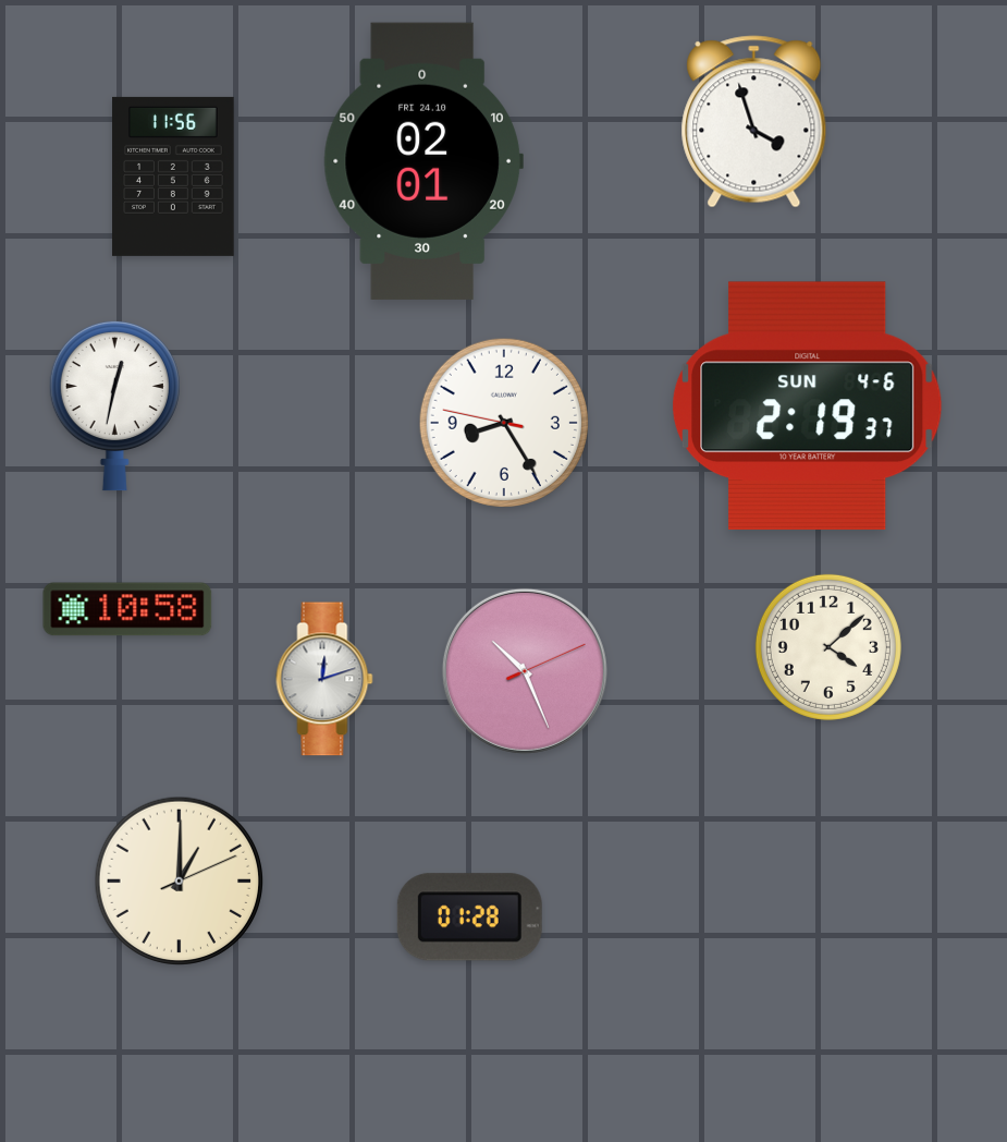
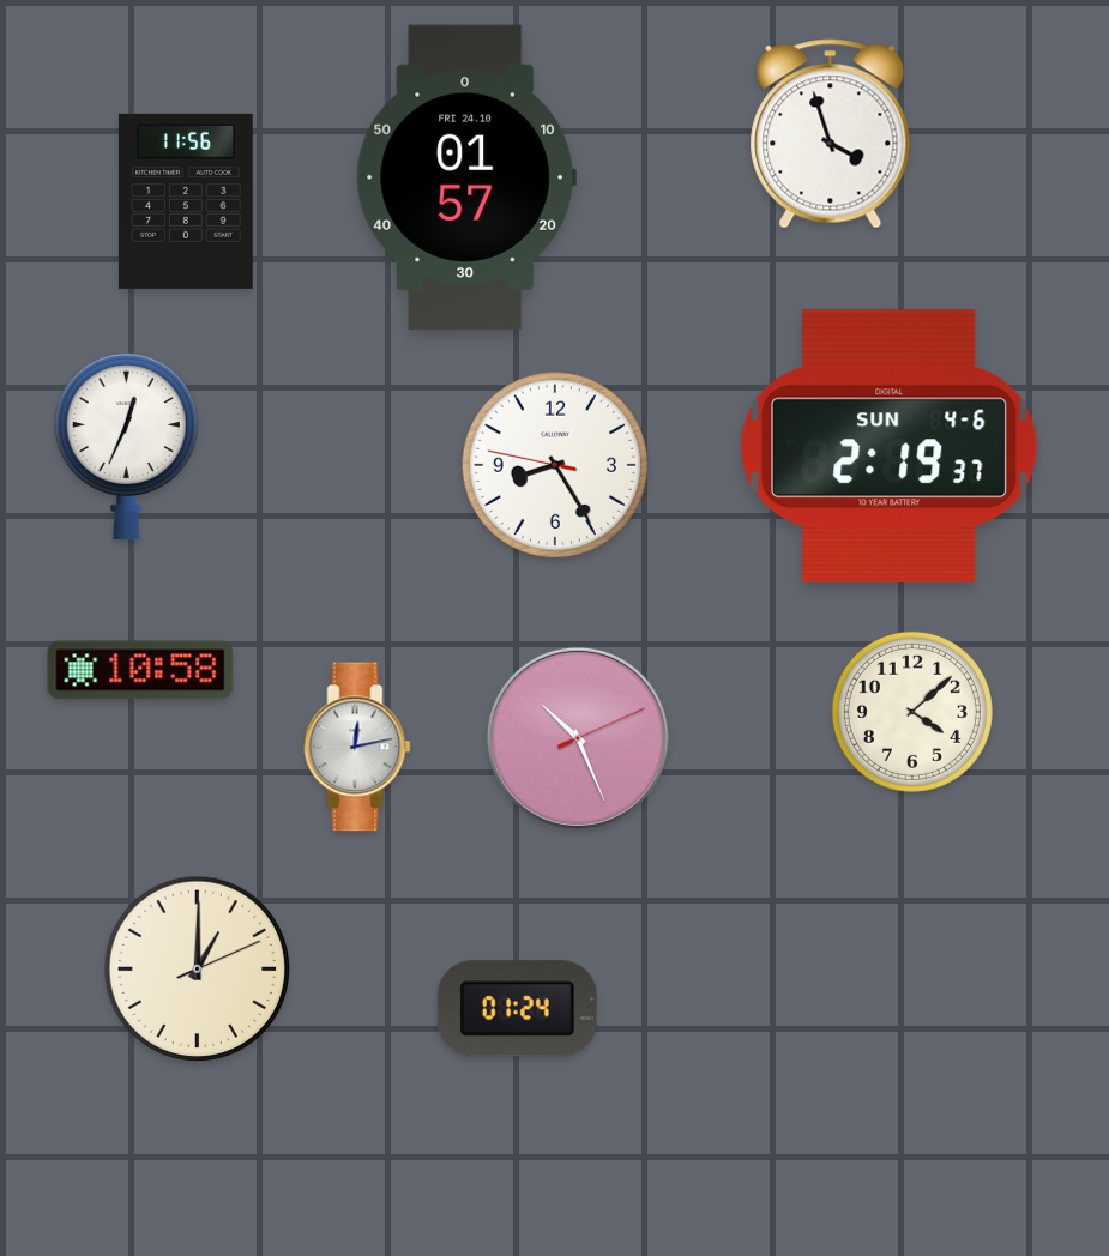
clock at (423, 161): 02:01 -> 01:57
clock at (173, 177) position: (173, 177) -> (186, 201)
clock at (114, 405): 12:32 -> 12:34
clock at (324, 679): 12:12 -> 12:13
clock at (469, 918): 01:28 -> 01:24
